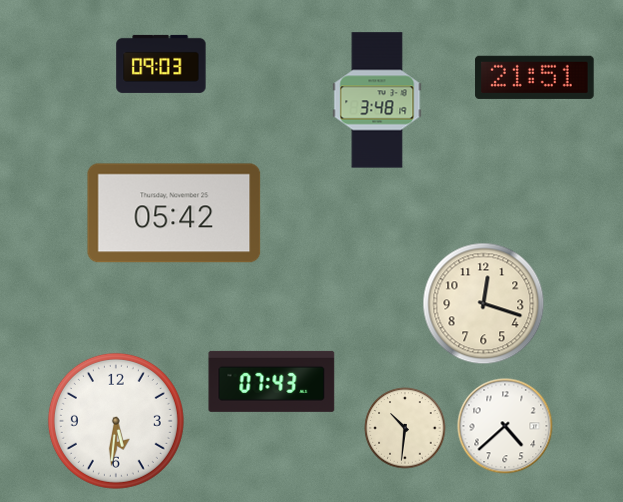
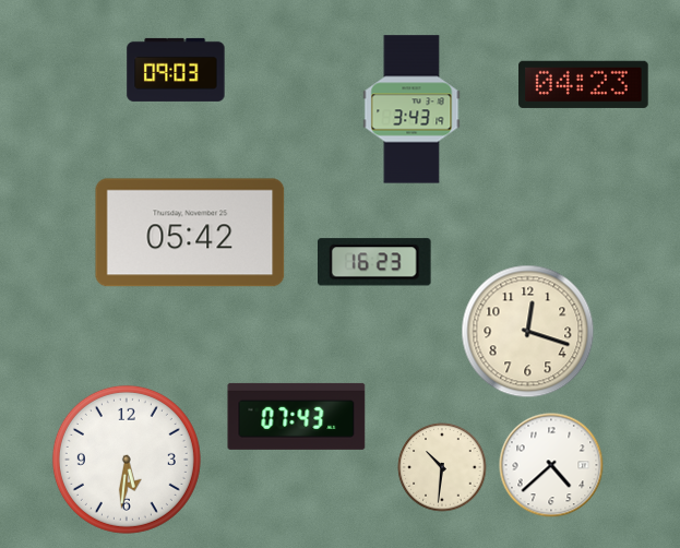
clock at (535, 77): 21:51 -> 04:23
clock at (377, 100): 3:48 -> 3:43
clock at (375, 262): none -> 16:23
